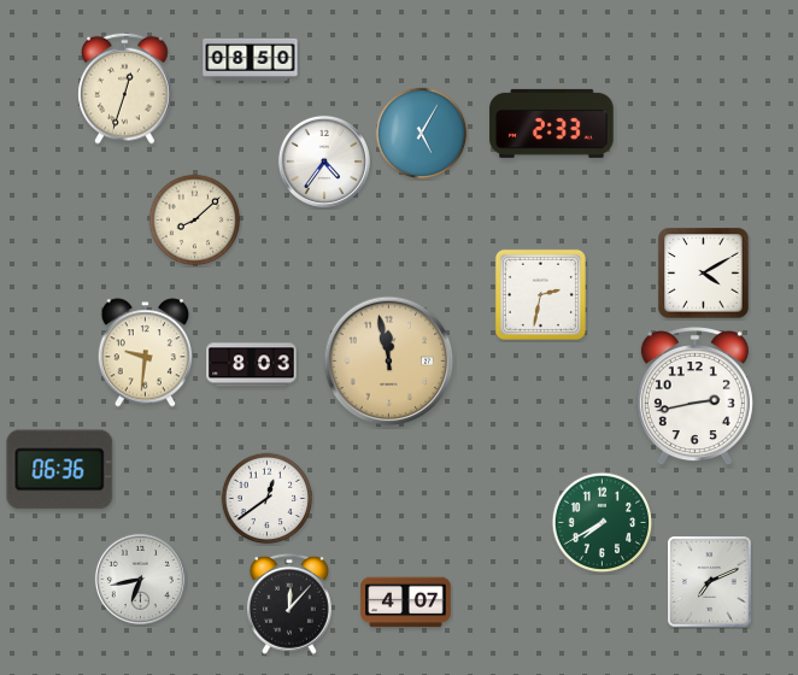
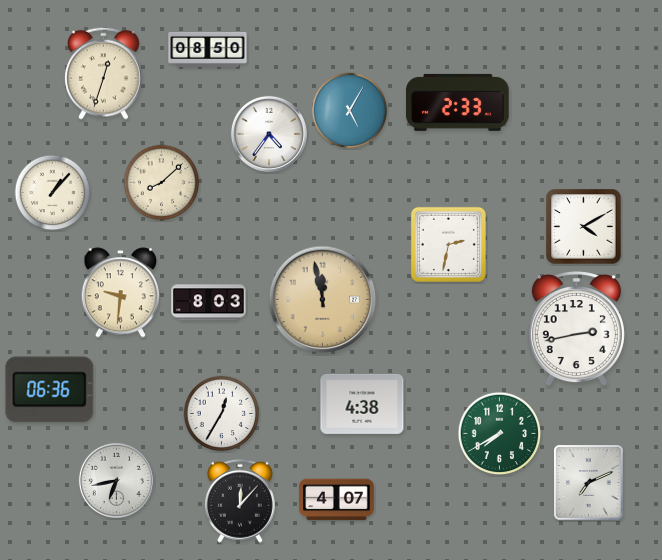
clock at (53, 193): none -> 1:07
clock at (362, 404): none -> 4:38
clock at (268, 499): 12:39 -> 12:35
